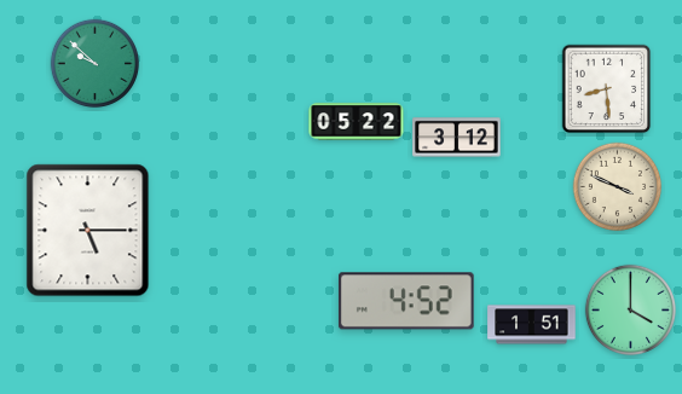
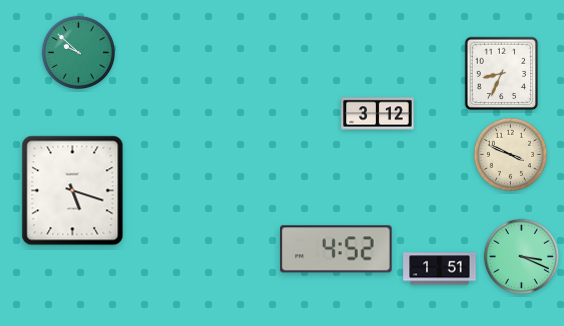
clock at (607, 89): 8:29 -> 8:34
clock at (357, 122): 05:22 -> none
clock at (88, 231): 5:15 -> 5:18
clock at (630, 309): 4:00 -> 3:19
